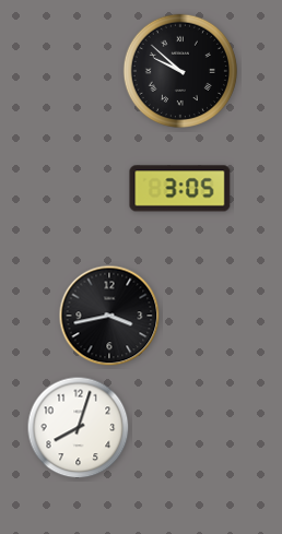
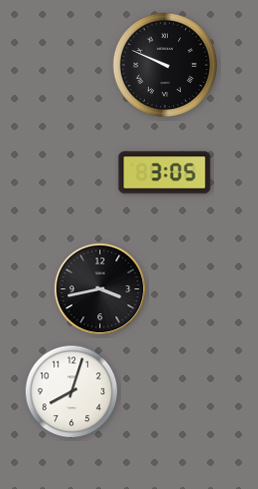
clock at (180, 71): 9:52 -> 9:49
